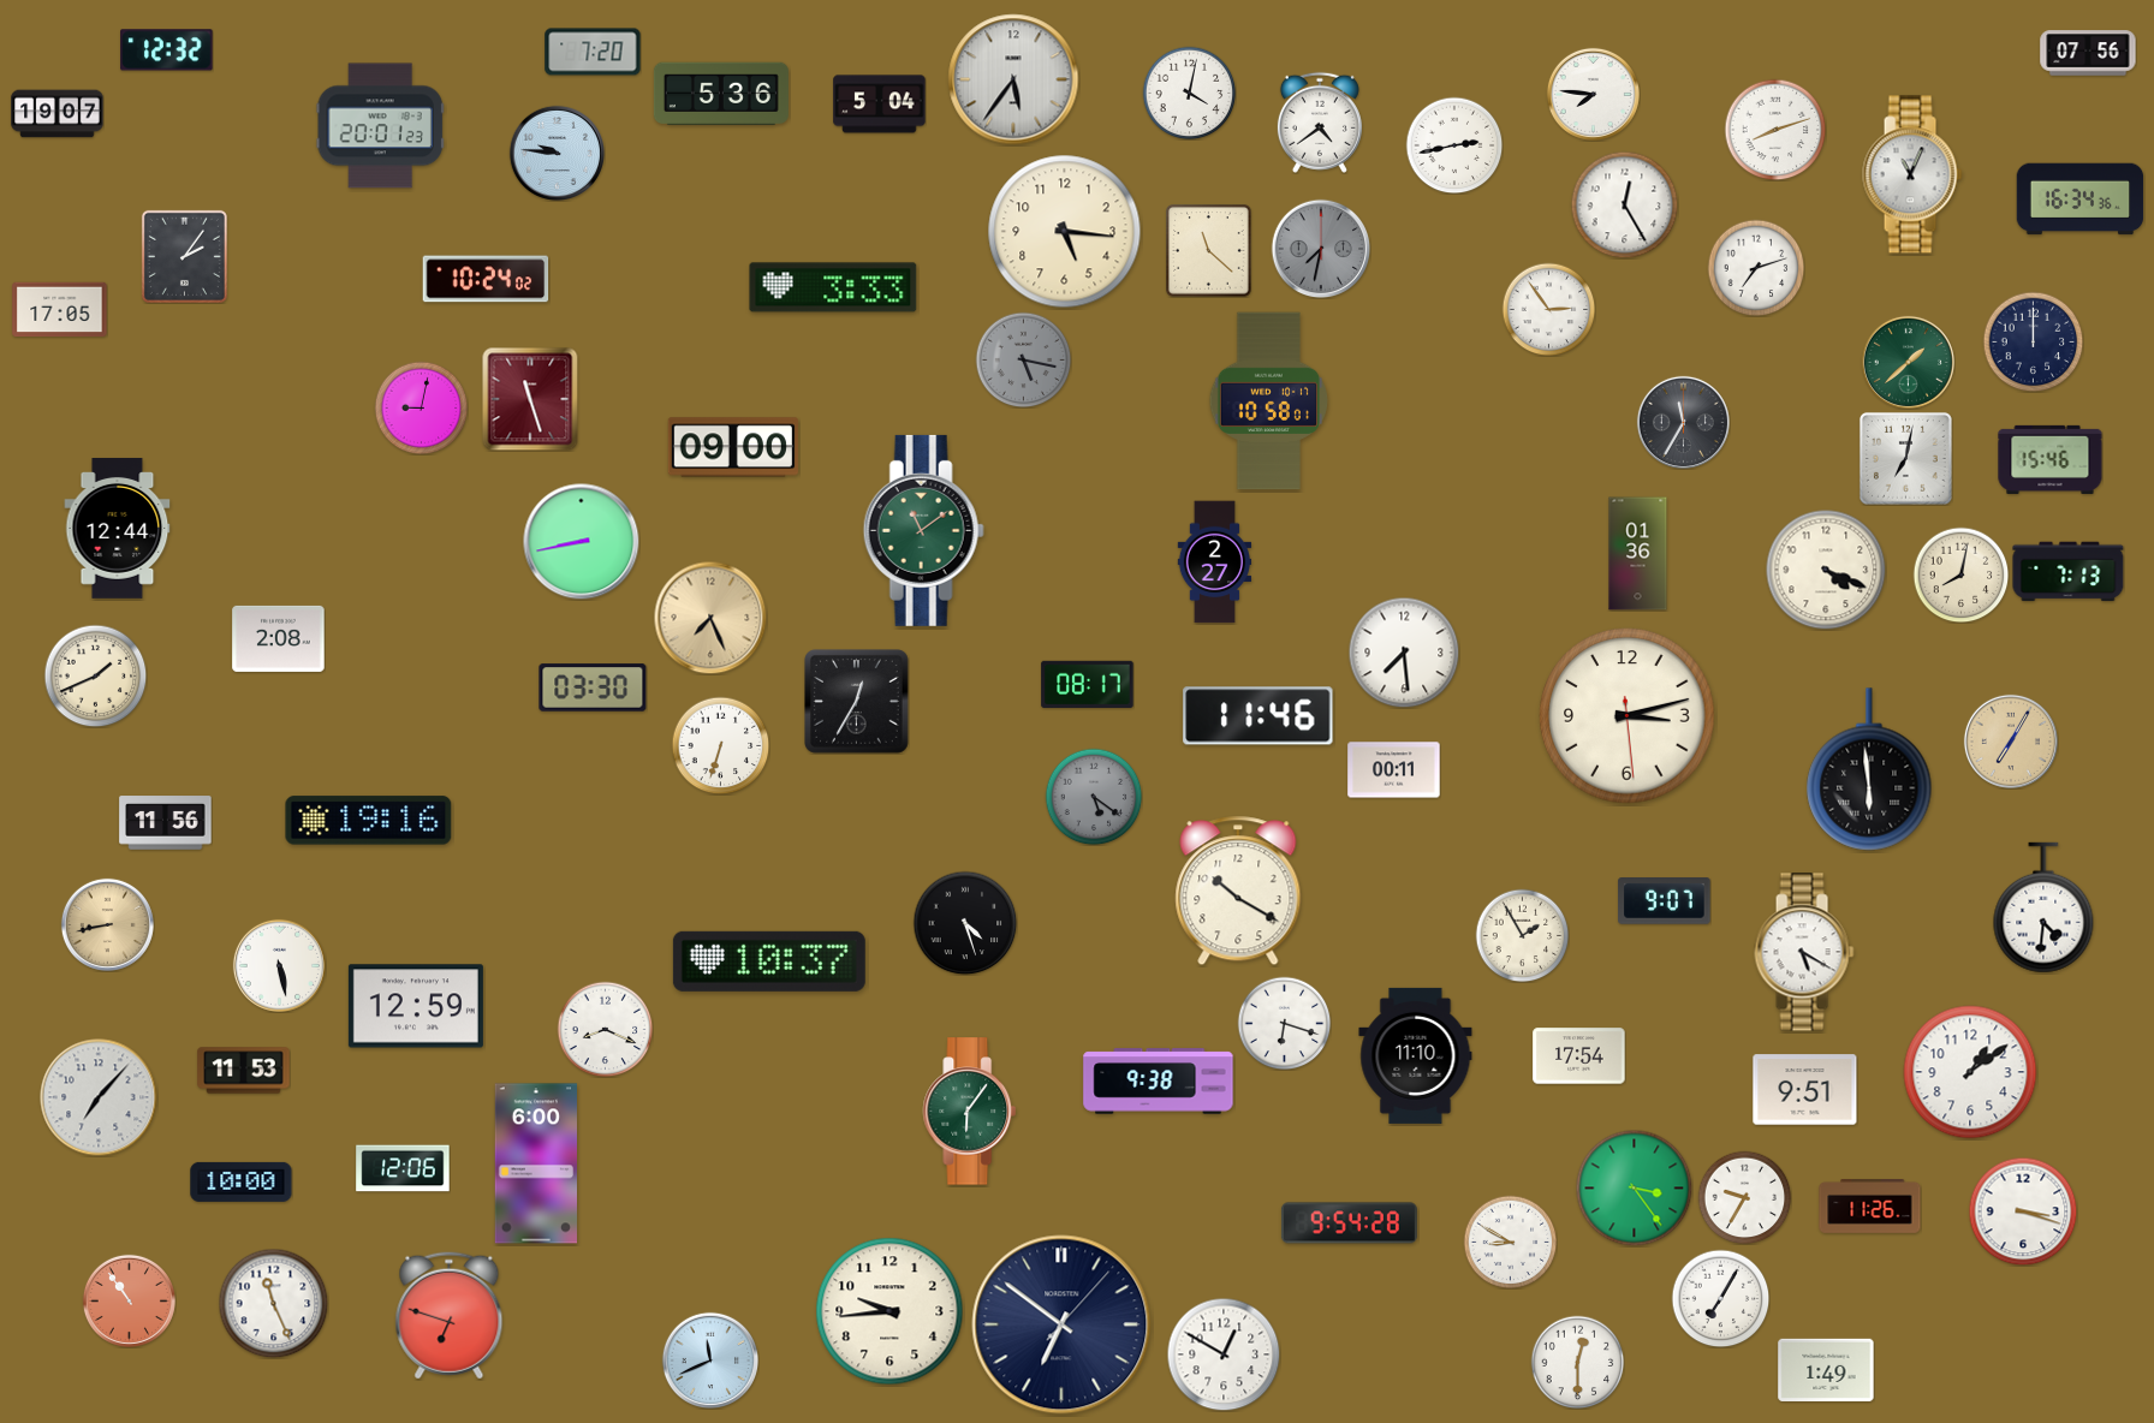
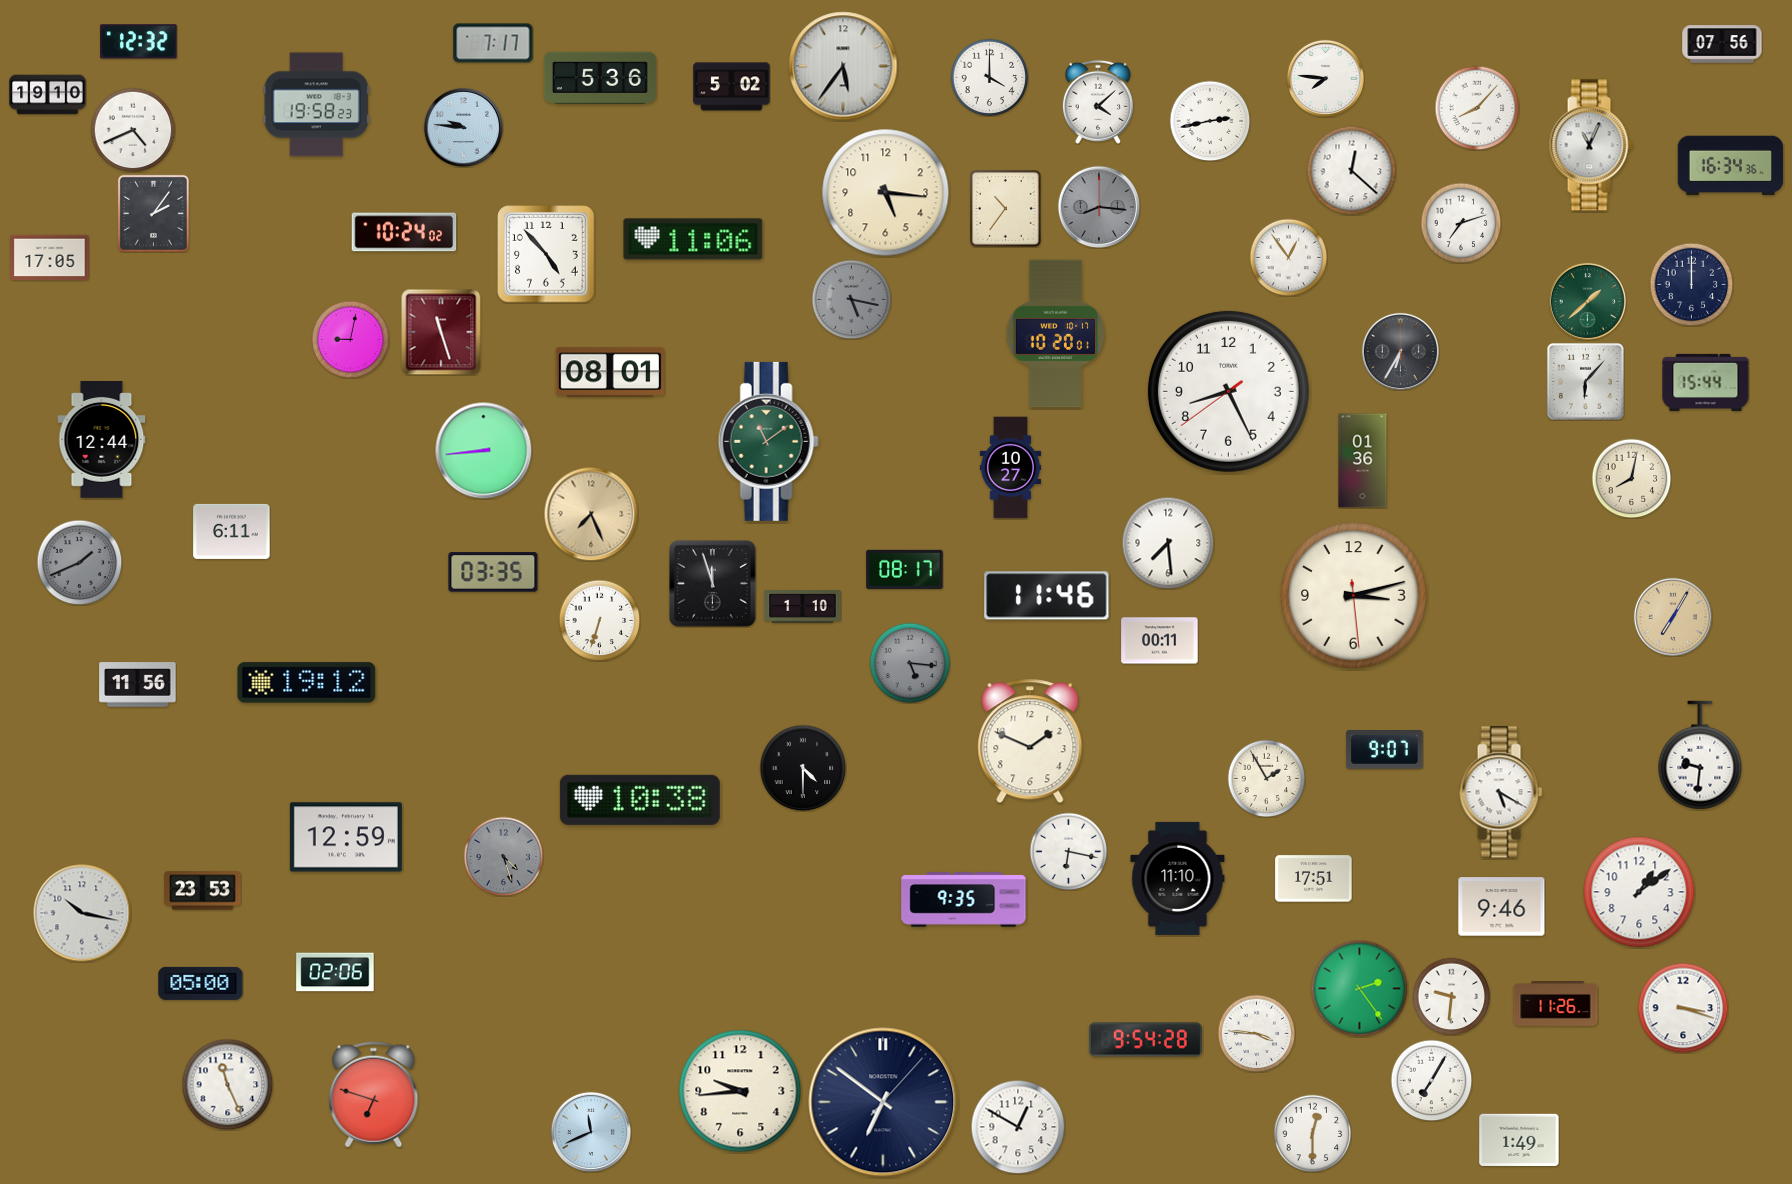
clock at (593, 52): 7:20 -> 7:17
clock at (2088, 53) position: (2088, 53) -> (1722, 44)
clock at (1189, 93): 4:02 -> 4:00
clock at (880, 105): 5:04 -> 5:02
clock at (58, 114): 19:07 -> 19:10
clock at (1320, 123): 4:39 -> 4:08
clock at (380, 126): 20:01 -> 19:58
clock at (1775, 130): 8:12 -> 8:07
clock at (133, 130): none -> 4:41
clock at (1624, 204): 12:25 -> 12:22
clock at (1321, 249): 7:32 -> 8:16
clock at (1209, 251): 11:22 -> 10:36
clock at (833, 287): 3:33 -> 11:06
clock at (546, 254): none -> 4:53
clock at (1548, 309): 2:54 -> 12:54
clock at (1269, 401): 10:58 -> 10:20
clock at (1683, 422): 11:35 -> 6:35
clock at (733, 447): 09:00 -> 08:01
clock at (1905, 458): 7:02 -> 6:07
clock at (2051, 459): 15:46 -> 15:44
clock at (1228, 391): none -> 8:25
clock at (118, 529) position: (118, 529) -> (102, 440)
clock at (582, 542): 8:43 -> 8:44
clock at (1215, 562): 2:27 -> 10:27
clock at (1826, 570): 4:19 -> none
clock at (2069, 572): 7:13 -> none
clock at (279, 638): 2:08 -> 6:11
clock at (95, 675) dial: cream -> grey
clock at (593, 687): 03:30 -> 03:35
clock at (857, 702): 12:35 -> 11:57
clock at (803, 607): none -> 1:10
clock at (1869, 769): 5:59 -> none
clock at (1094, 797): 5:21 -> 5:16
clock at (369, 821): 19:16 -> 19:12
clock at (1238, 891): 10:20 -> 1:49
clock at (2043, 907): 4:31 -> 9:31
clock at (965, 923): 4:27 -> 4:30
clock at (107, 924): 8:43 -> none
clock at (769, 961): 10:37 -> 10:38
clock at (279, 965): 5:28 -> none
clock at (1284, 1023): 6:18 -> 6:17
clock at (605, 1029): 8:19 -> 4:27
clock at (605, 1029) dial: white -> grey
clock at (1579, 1056): 17:54 -> 17:51
clock at (244, 1071): 11:53 -> 23:53
clock at (1159, 1082): 9:38 -> 9:35
clock at (1805, 1090): 9:51 -> 9:46
clock at (99, 1097): 7:07 -> 10:17
clock at (970, 1112): 6:06 -> none
clock at (535, 1163): 6:00 -> none
clock at (403, 1168): 12:06 -> 02:06
clock at (242, 1181): 10:00 -> 05:00
clock at (1634, 1187): 3:24 -> 2:24
clock at (1744, 1197): 9:35 -> 9:31
clock at (1349, 1223) position: (1349, 1223) -> (1145, 1040)
clock at (1510, 1242): 8:50 -> 3:46
clock at (129, 1300): 10:54 -> none
